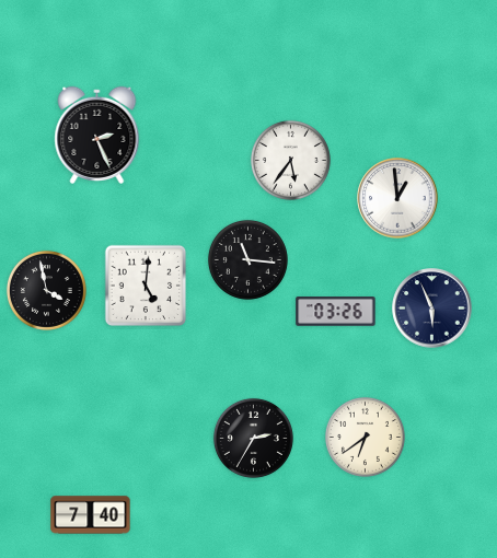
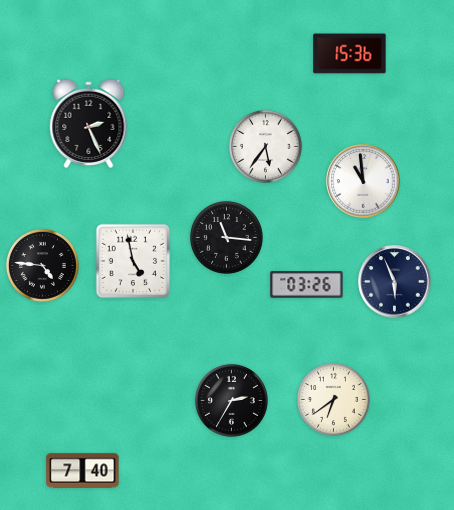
clock at (350, 54): none -> 15:36
clock at (397, 198): 12:59 -> 10:59
clock at (146, 286): 5:01 -> 4:58
clock at (46, 290): 3:58 -> 4:46
